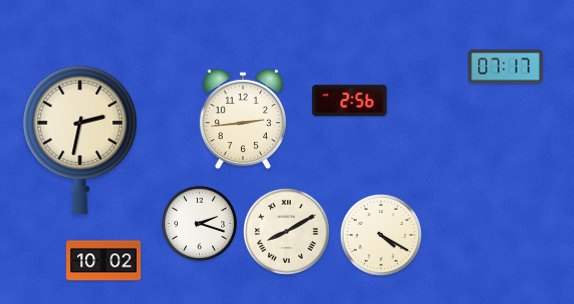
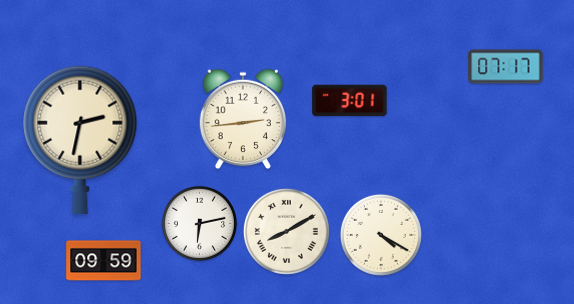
clock at (350, 101): 2:56 -> 3:01
clock at (199, 223): 2:18 -> 6:13
clock at (104, 261): 10:02 -> 09:59
